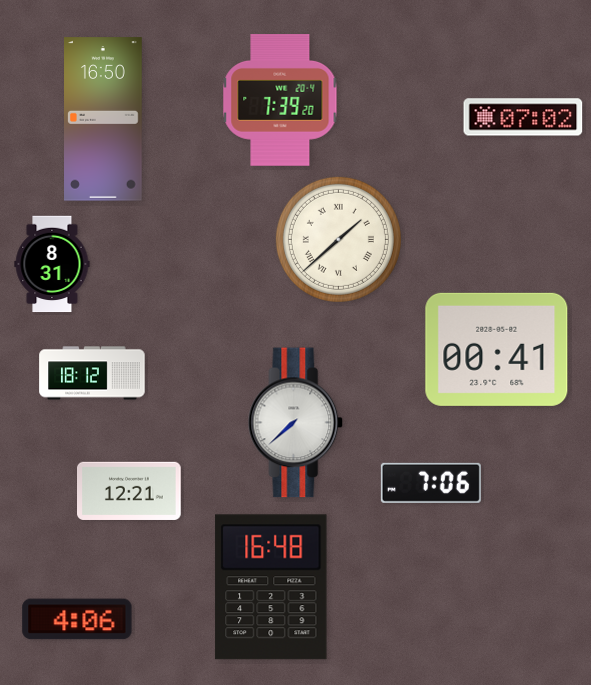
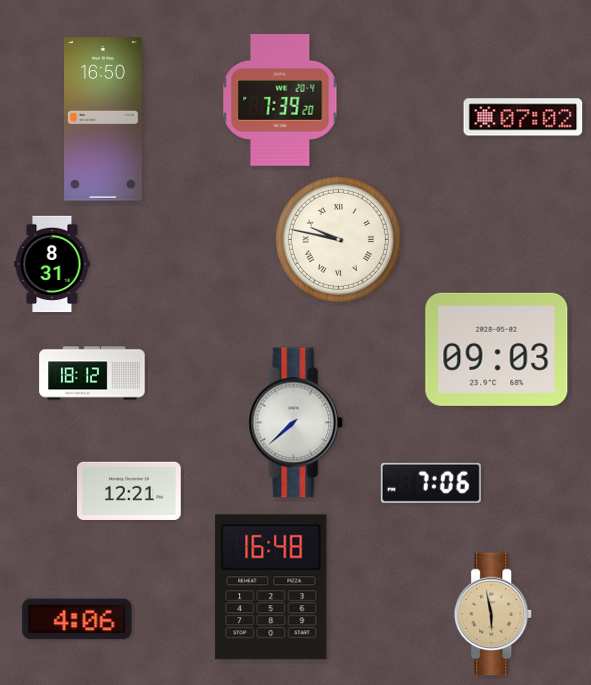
clock at (338, 239): 1:38 -> 9:47
clock at (497, 349): 00:41 -> 09:03
clock at (494, 614): none -> 5:58
